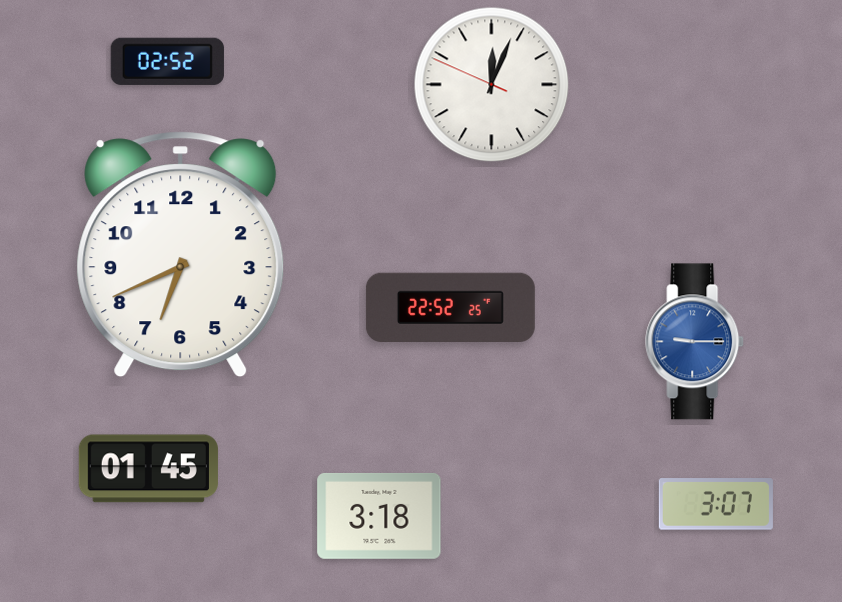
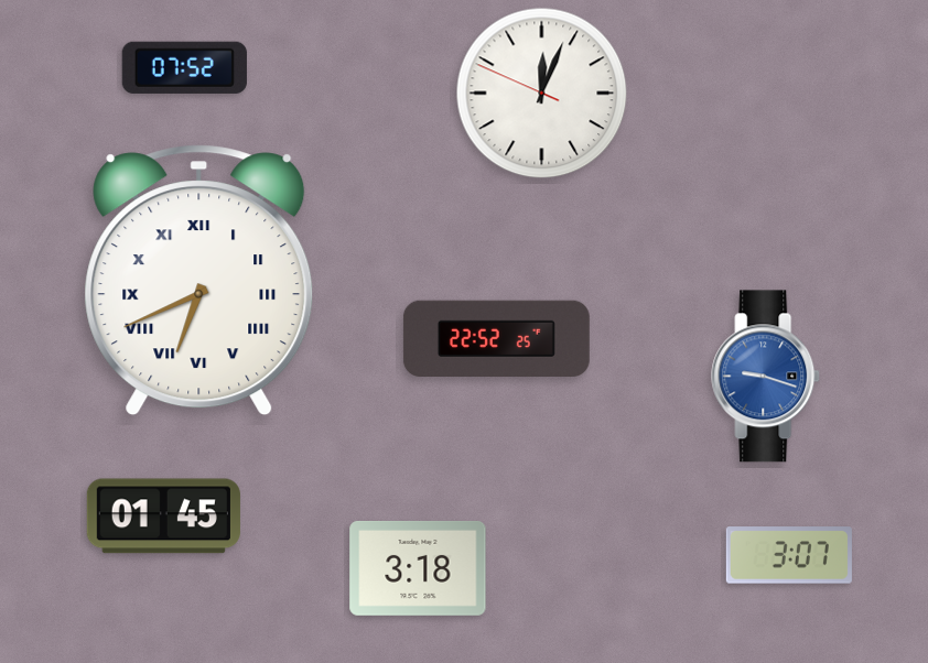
clock at (167, 61): 02:52 -> 07:52
clock at (181, 255) numerals: Arabic -> Roman
clock at (695, 342): 9:15 -> 9:18
